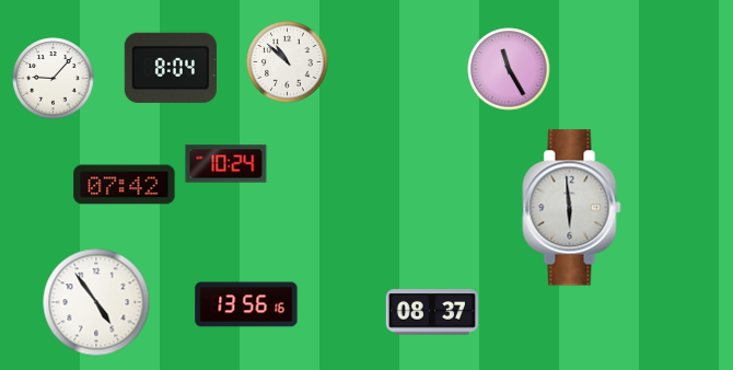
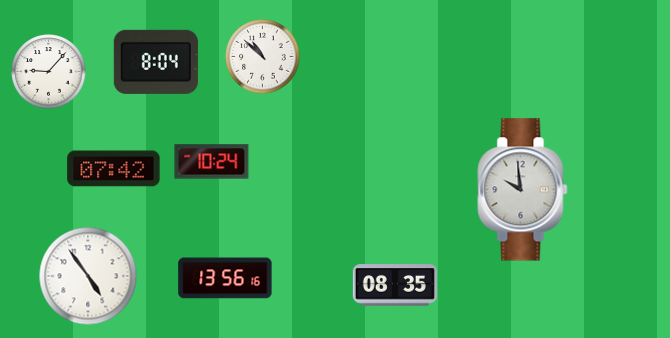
clock at (509, 69): 11:25 -> none
clock at (226, 164) position: (226, 164) -> (212, 162)
clock at (572, 208): 5:59 -> 9:59
clock at (432, 312): 08:37 -> 08:35
